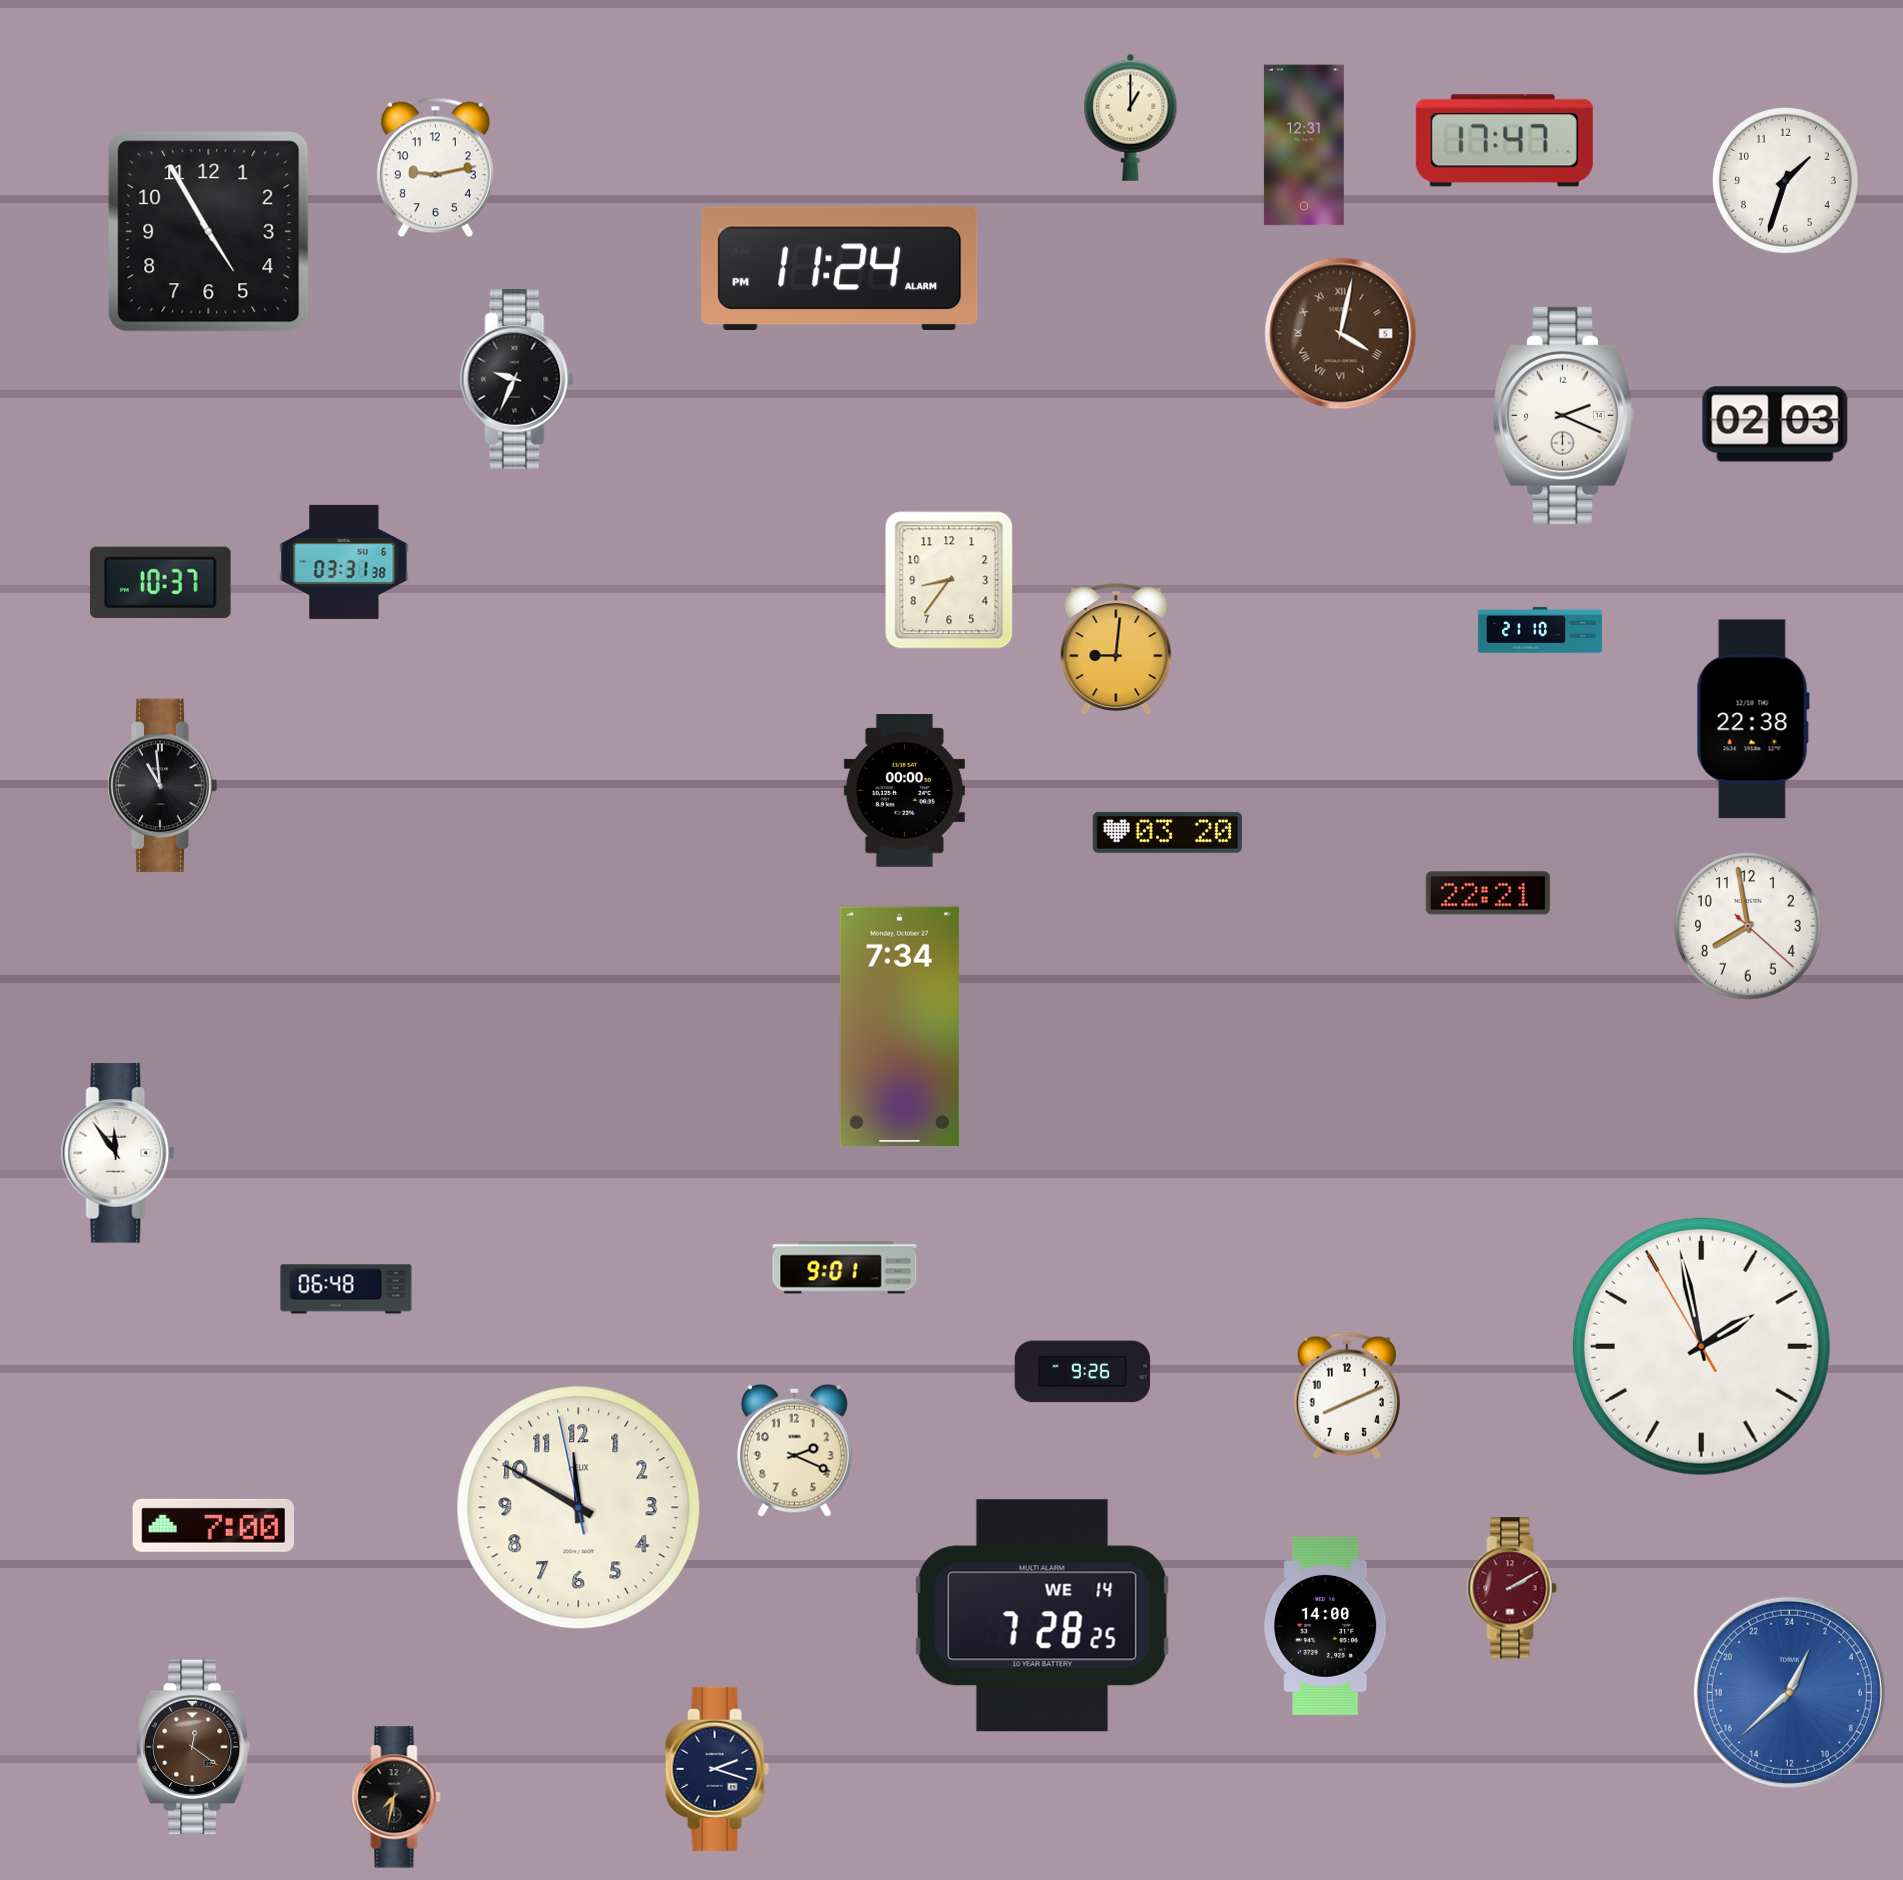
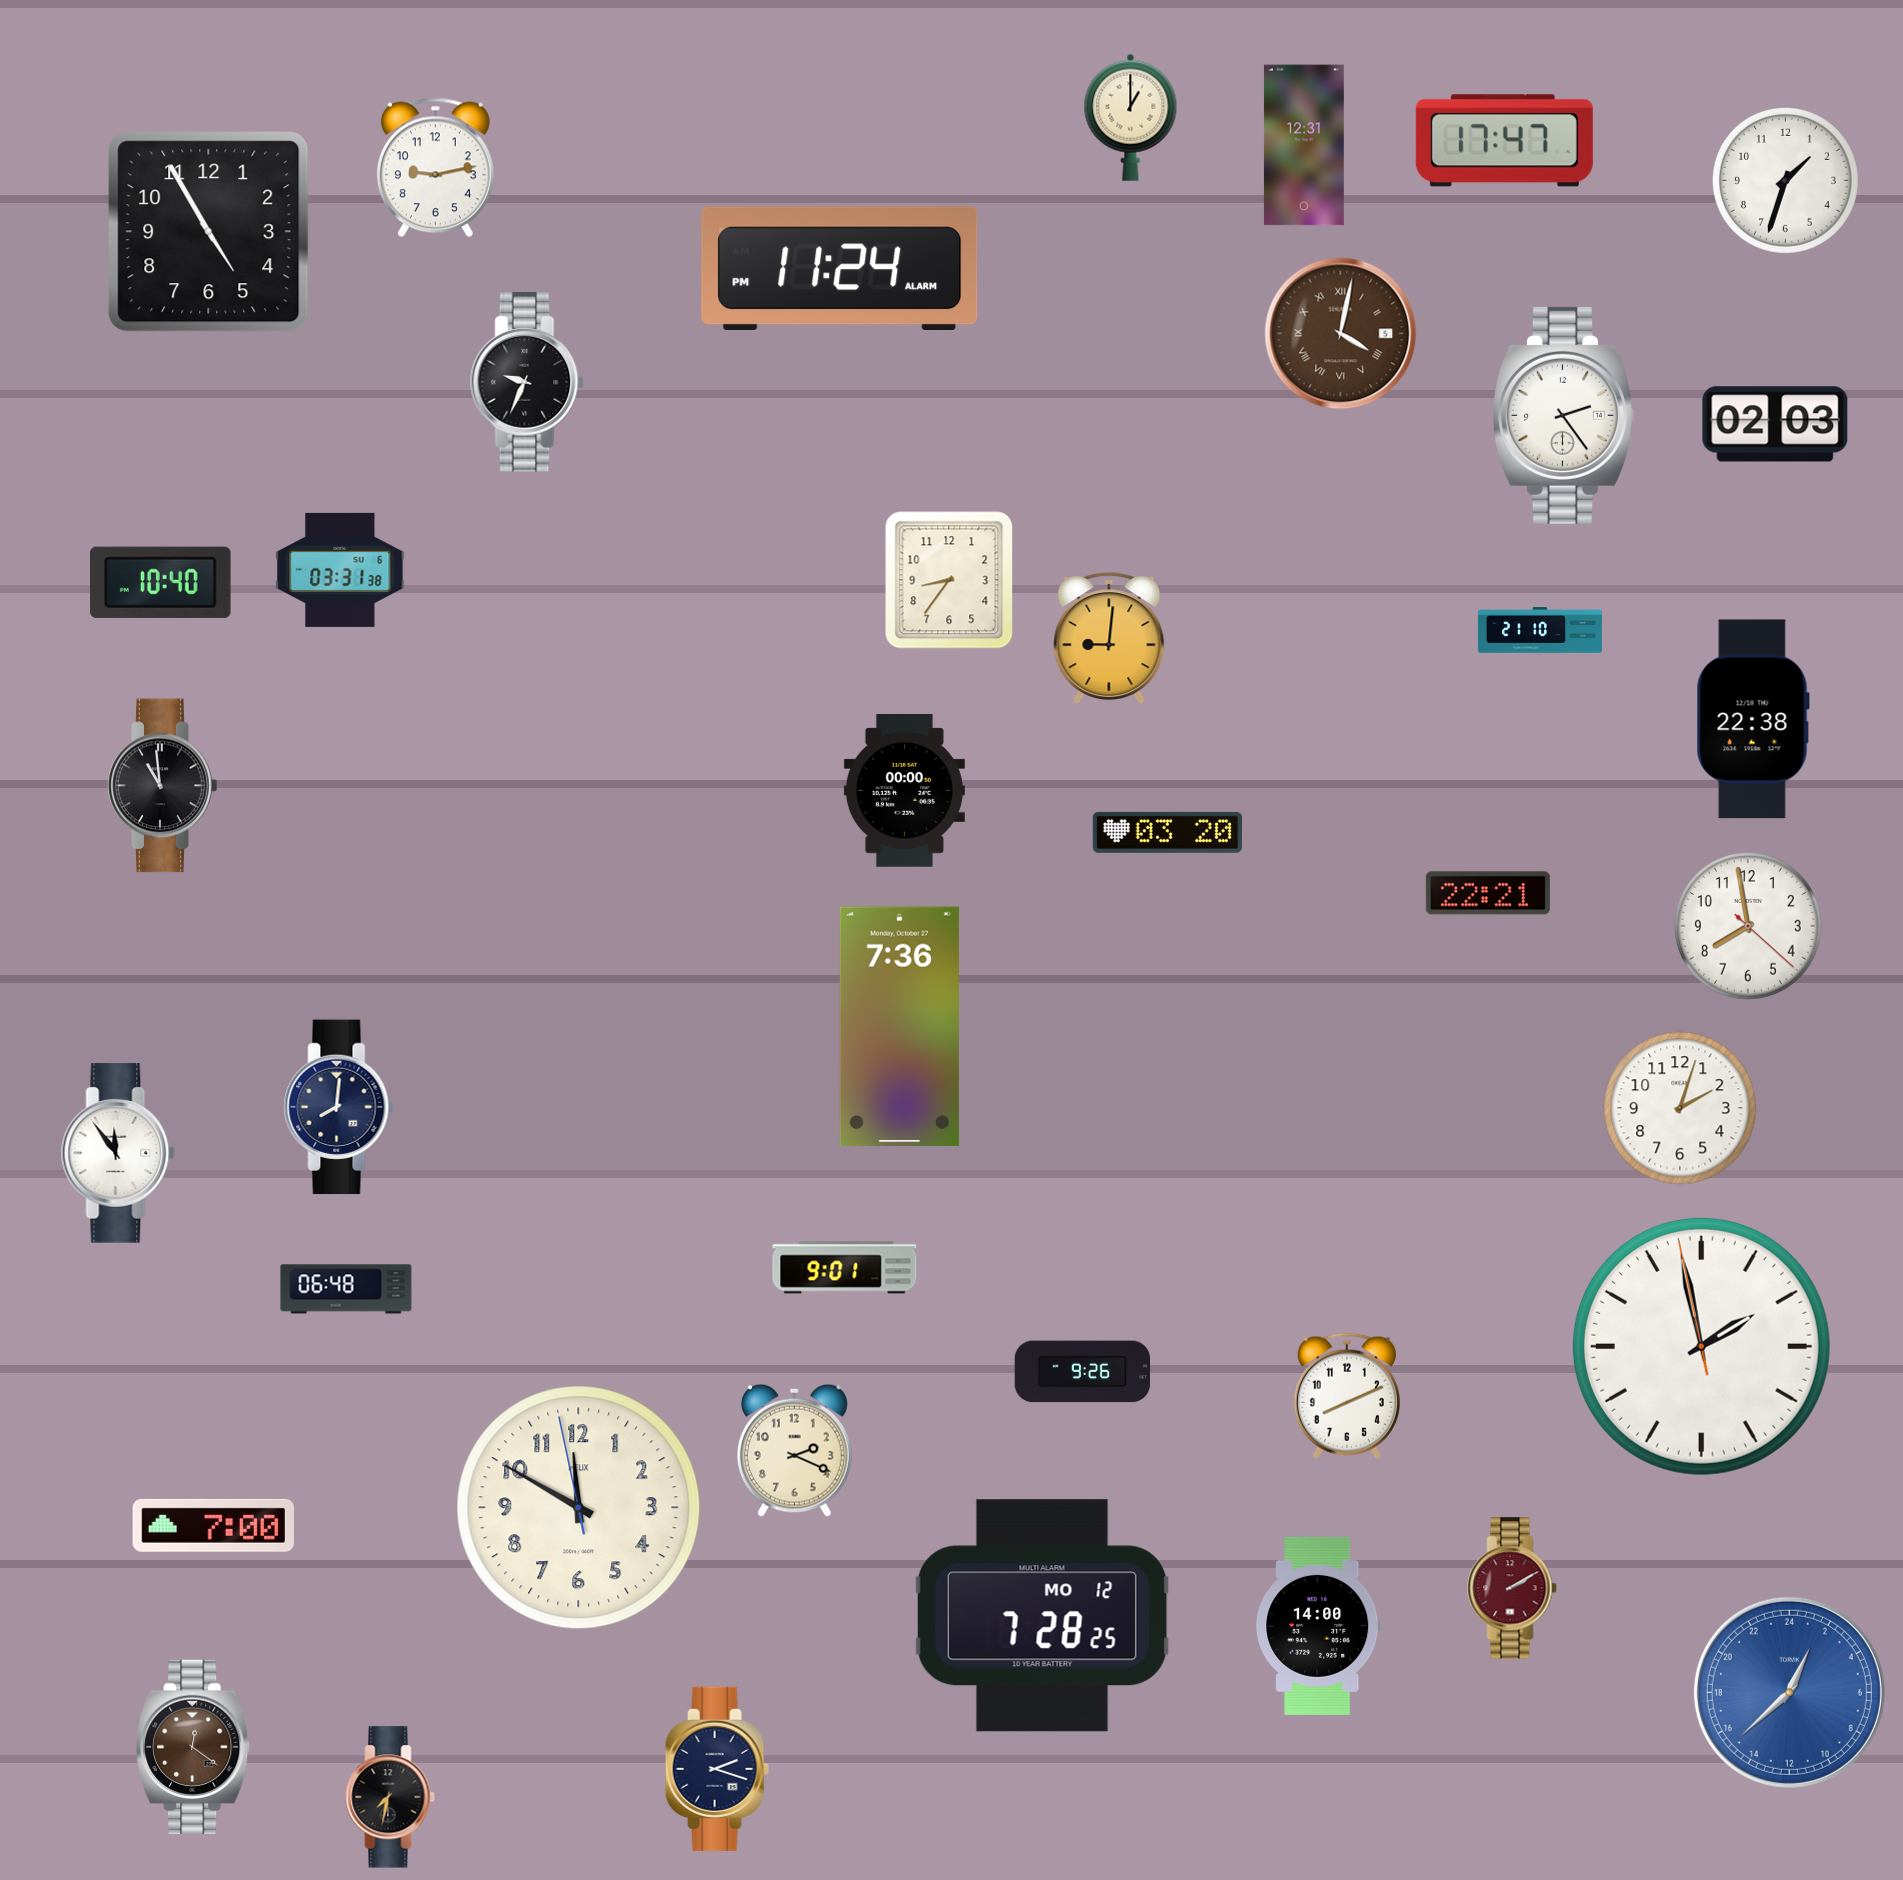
clock at (517, 379) position: (517, 379) -> (527, 382)
clock at (1563, 415): 2:19 -> 2:24
clock at (344, 562) position: (344, 562) -> (340, 570)
clock at (161, 582): 10:37 -> 10:40
clock at (1116, 649) position: (1116, 649) -> (1109, 638)
clock at (899, 1027): 7:34 -> 7:36
clock at (339, 1107): none -> 8:01
clock at (1680, 1108): none -> 2:03
clock at (1701, 1346): 1:57:55 -> 1:57:58
clock at (1043, 1616) date: WE 14 -> MO 12
clock at (1326, 1626) position: (1326, 1626) -> (1318, 1626)
clock at (396, 1797) position: (396, 1797) -> (390, 1797)
